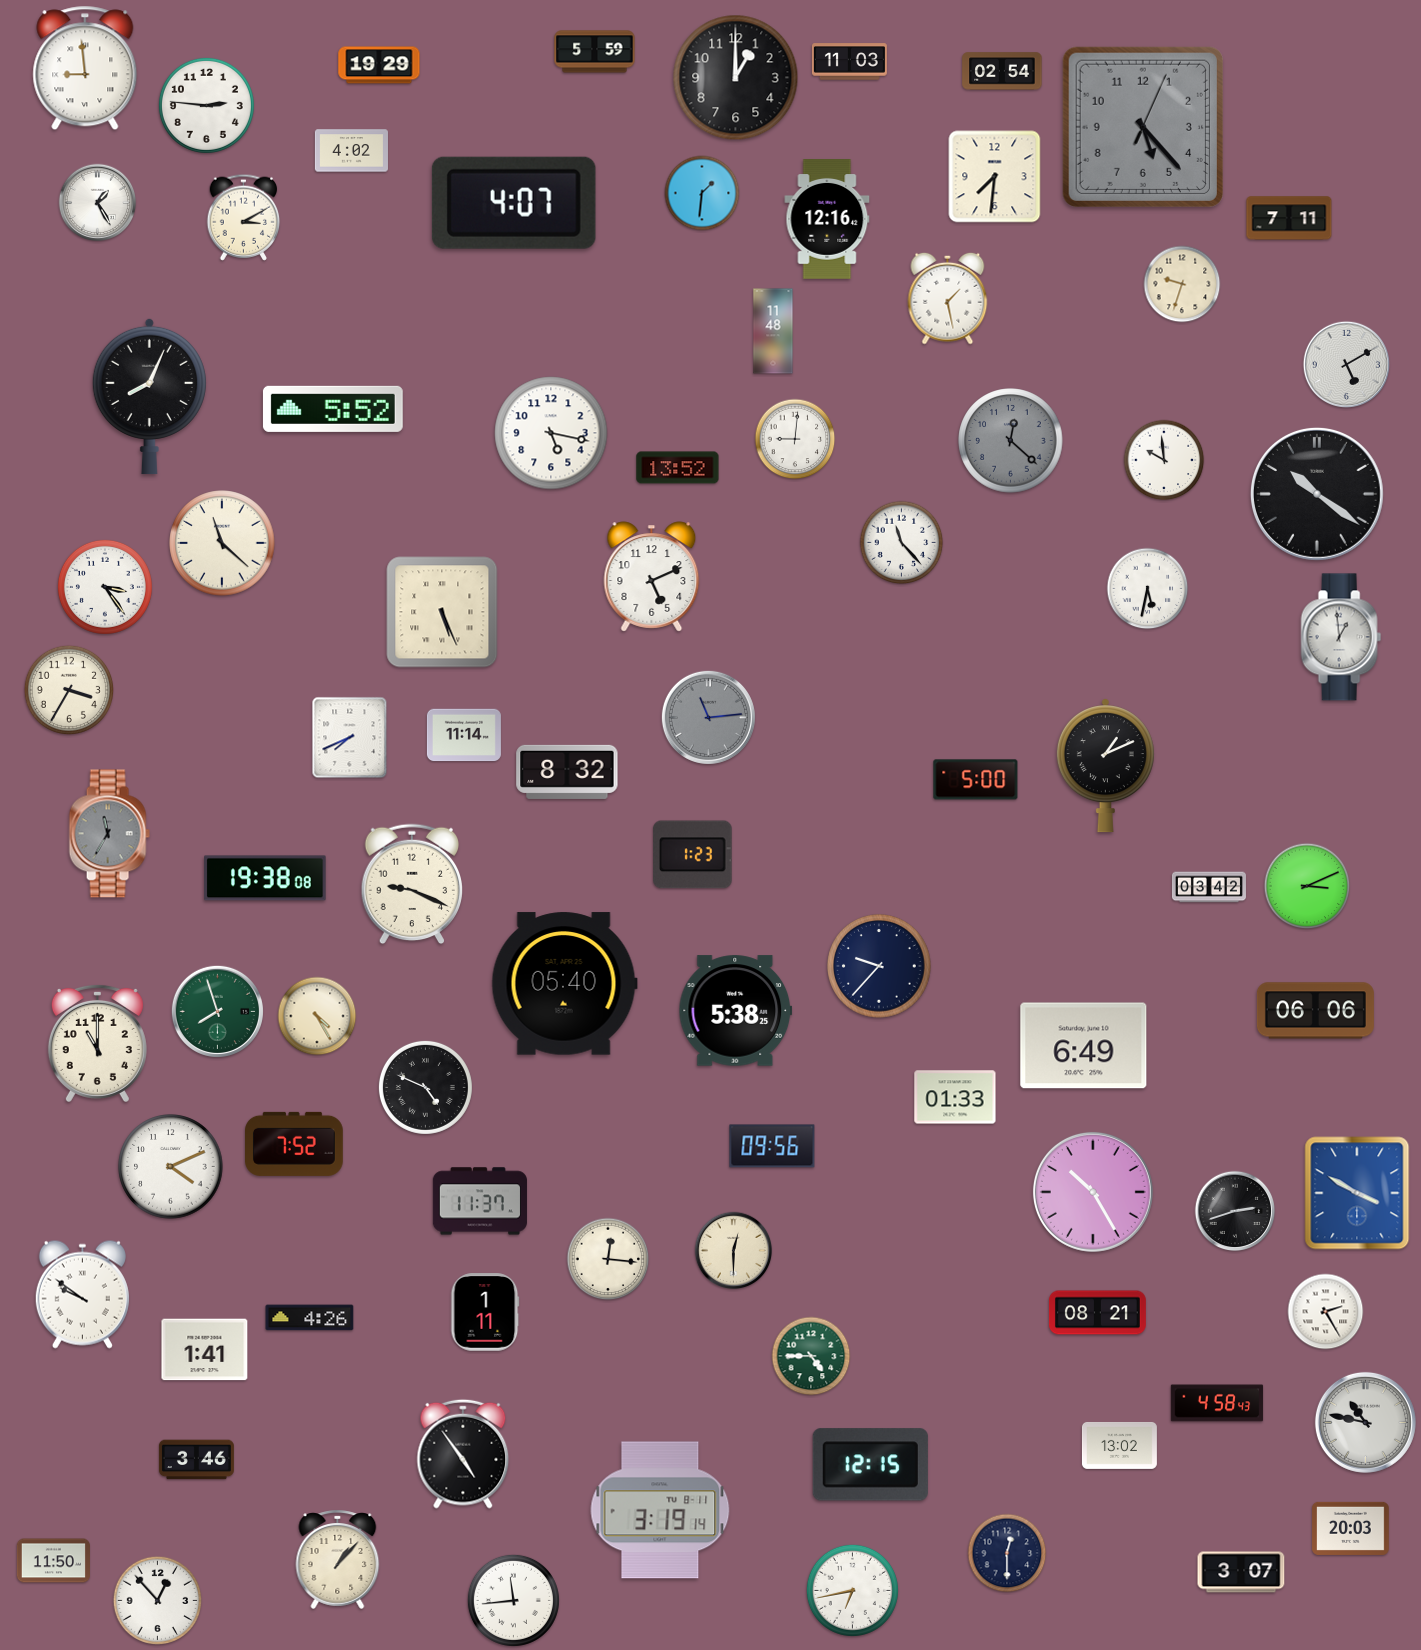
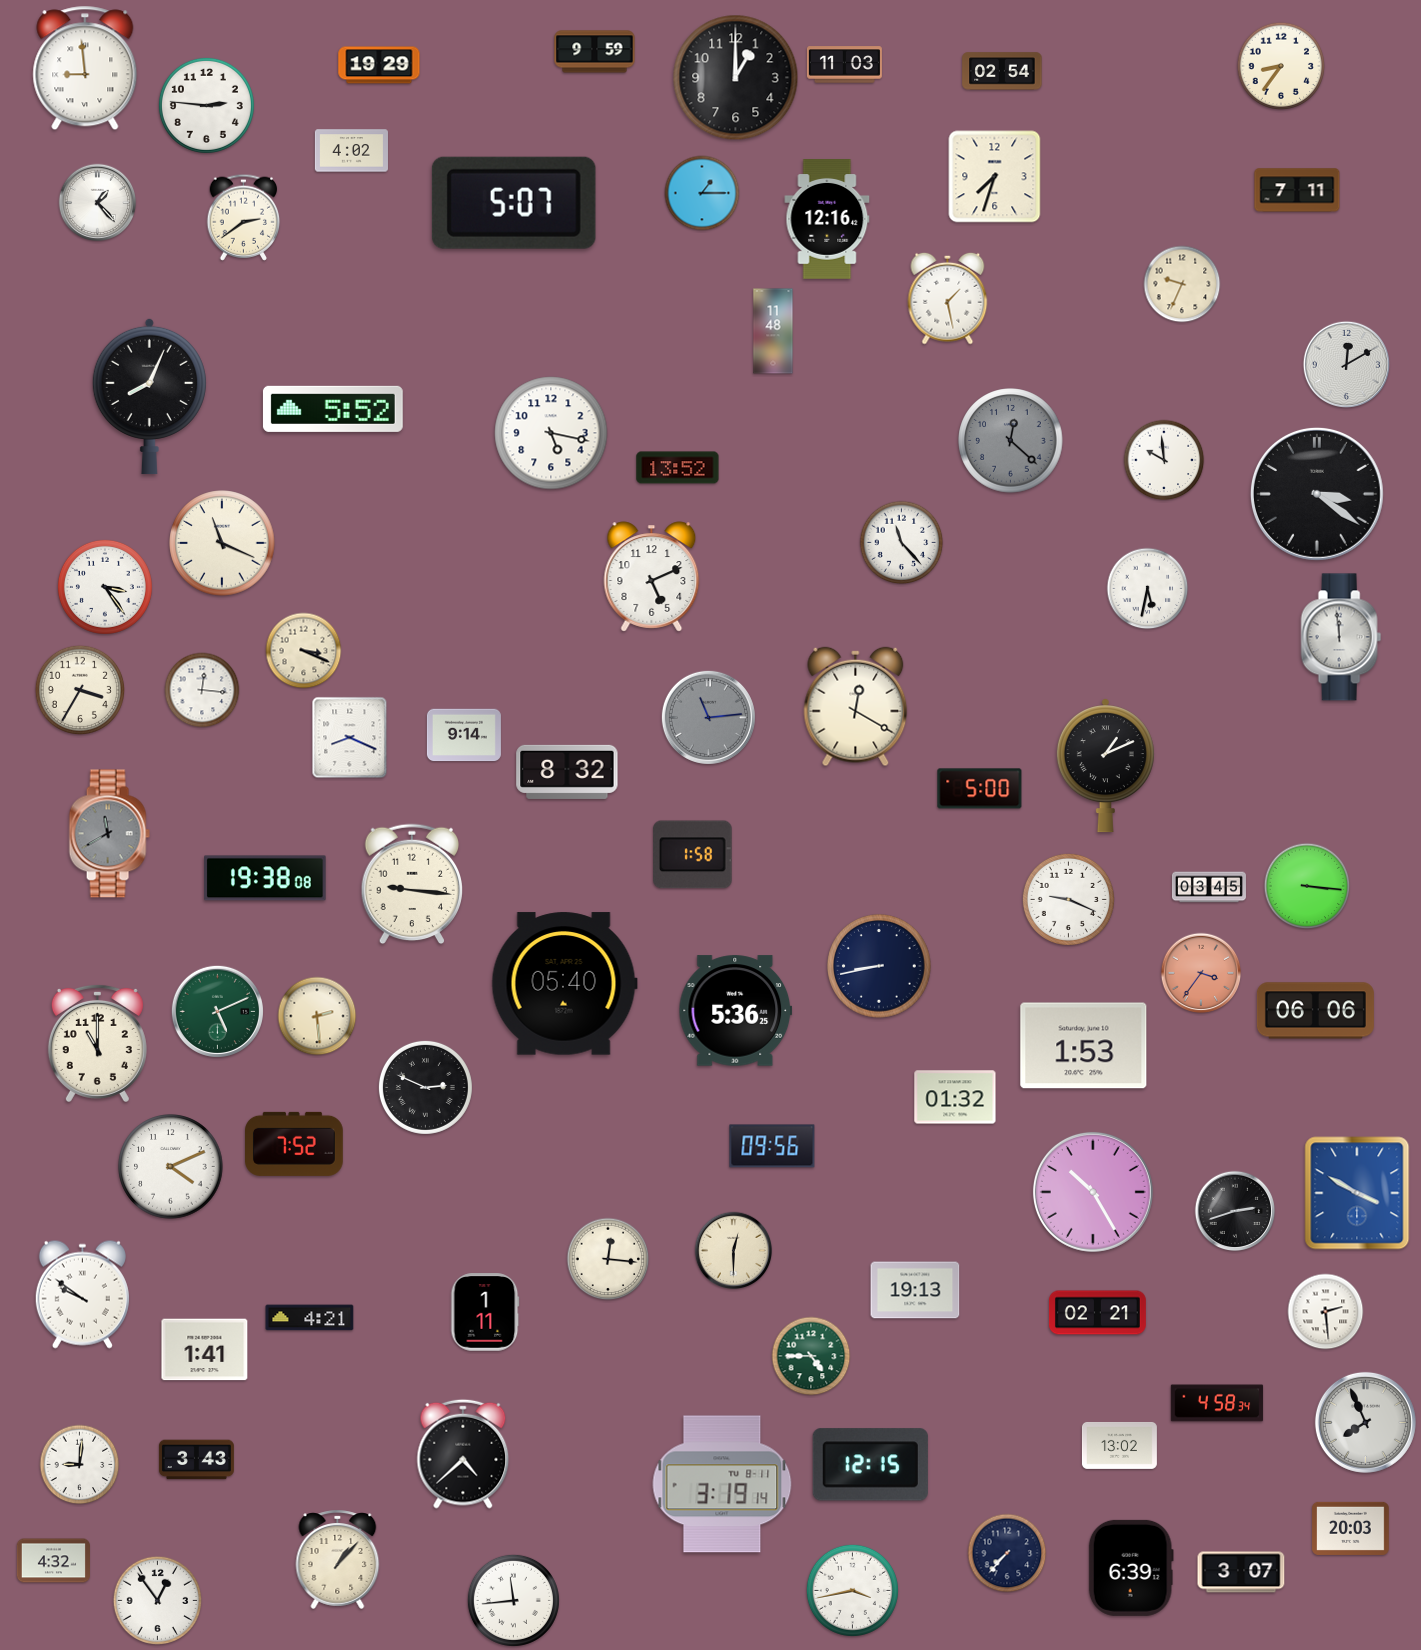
clock at (595, 52): 5:59 -> 9:59
clock at (849, 62) position: (849, 62) -> (844, 65)
clock at (1281, 66): none -> 8:36
clock at (1143, 127): 5:23 -> none
clock at (995, 177): 7:31 -> 7:33
clock at (702, 193): 1:31 -> 1:15
clock at (98, 203): 1:25 -> 1:23
clock at (514, 203): 4:07 -> 5:07
clock at (244, 217): 3:10 -> 2:39
clock at (1289, 218) position: (1289, 218) -> (1297, 190)
clock at (1182, 284): 9:33 -> 9:34
clock at (1346, 364): 5:10 -> 12:10
clock at (795, 439): 9:01 -> none
clock at (1317, 494): 10:21 -> 3:21
clock at (222, 543): 11:22 -> 11:19
clock at (442, 612): 5:26 -> none
clock at (1341, 637): 12:59 -> 11:59
clock at (304, 651): none -> 3:19
clock at (68, 689) position: (68, 689) -> (79, 689)
clock at (202, 690): none -> 12:16
clock at (856, 707): none -> 12:20
clock at (464, 735): 11:14 -> 9:14
clock at (350, 738): 7:41 -> 8:19
clock at (976, 780) position: (976, 780) -> (980, 789)
clock at (109, 834): 11:35 -> 11:40
clock at (693, 855): 1:23 -> 1:58
clock at (411, 884): 9:19 -> 9:16
clock at (1307, 886): 3:11 -> 3:16
clock at (1209, 887): 03:42 -> 03:45
clock at (1068, 899): none -> 9:19
clock at (879, 966): 9:37 -> 8:43
clock at (1201, 973): none -> 3:36
clock at (217, 1011): 7:57 -> 5:11
clock at (736, 1011): 5:38 -> 5:36
clock at (317, 1016): 4:25 -> 2:29
clock at (1084, 1046): 6:49 -> 1:53
clock at (425, 1087): 4:49 -> 2:49
clock at (955, 1097): 01:33 -> 01:32
clock at (480, 1201): 11:37 -> none
clock at (915, 1290): none -> 19:13
clock at (1326, 1312): 2:25 -> 2:29
clock at (1097, 1313): 08:21 -> 02:21
clock at (310, 1318): 4:26 -> 4:21
clock at (1217, 1403): 4:58:43 -> 4:58:34
clock at (1365, 1422): 10:47 -> 7:56
clock at (463, 1454): 4:54 -> 4:38
clock at (196, 1460): 3:46 -> 3:43
clock at (80, 1465): none -> 9:01
clock at (660, 1510) position: (660, 1510) -> (722, 1484)
clock at (1007, 1553): 12:30 -> 7:37
clock at (53, 1561): 11:50 -> 4:32
clock at (1131, 1568): none -> 6:39
clock at (852, 1590): 6:43 -> 3:43
clock at (157, 1600): 12:53 -> 12:54
